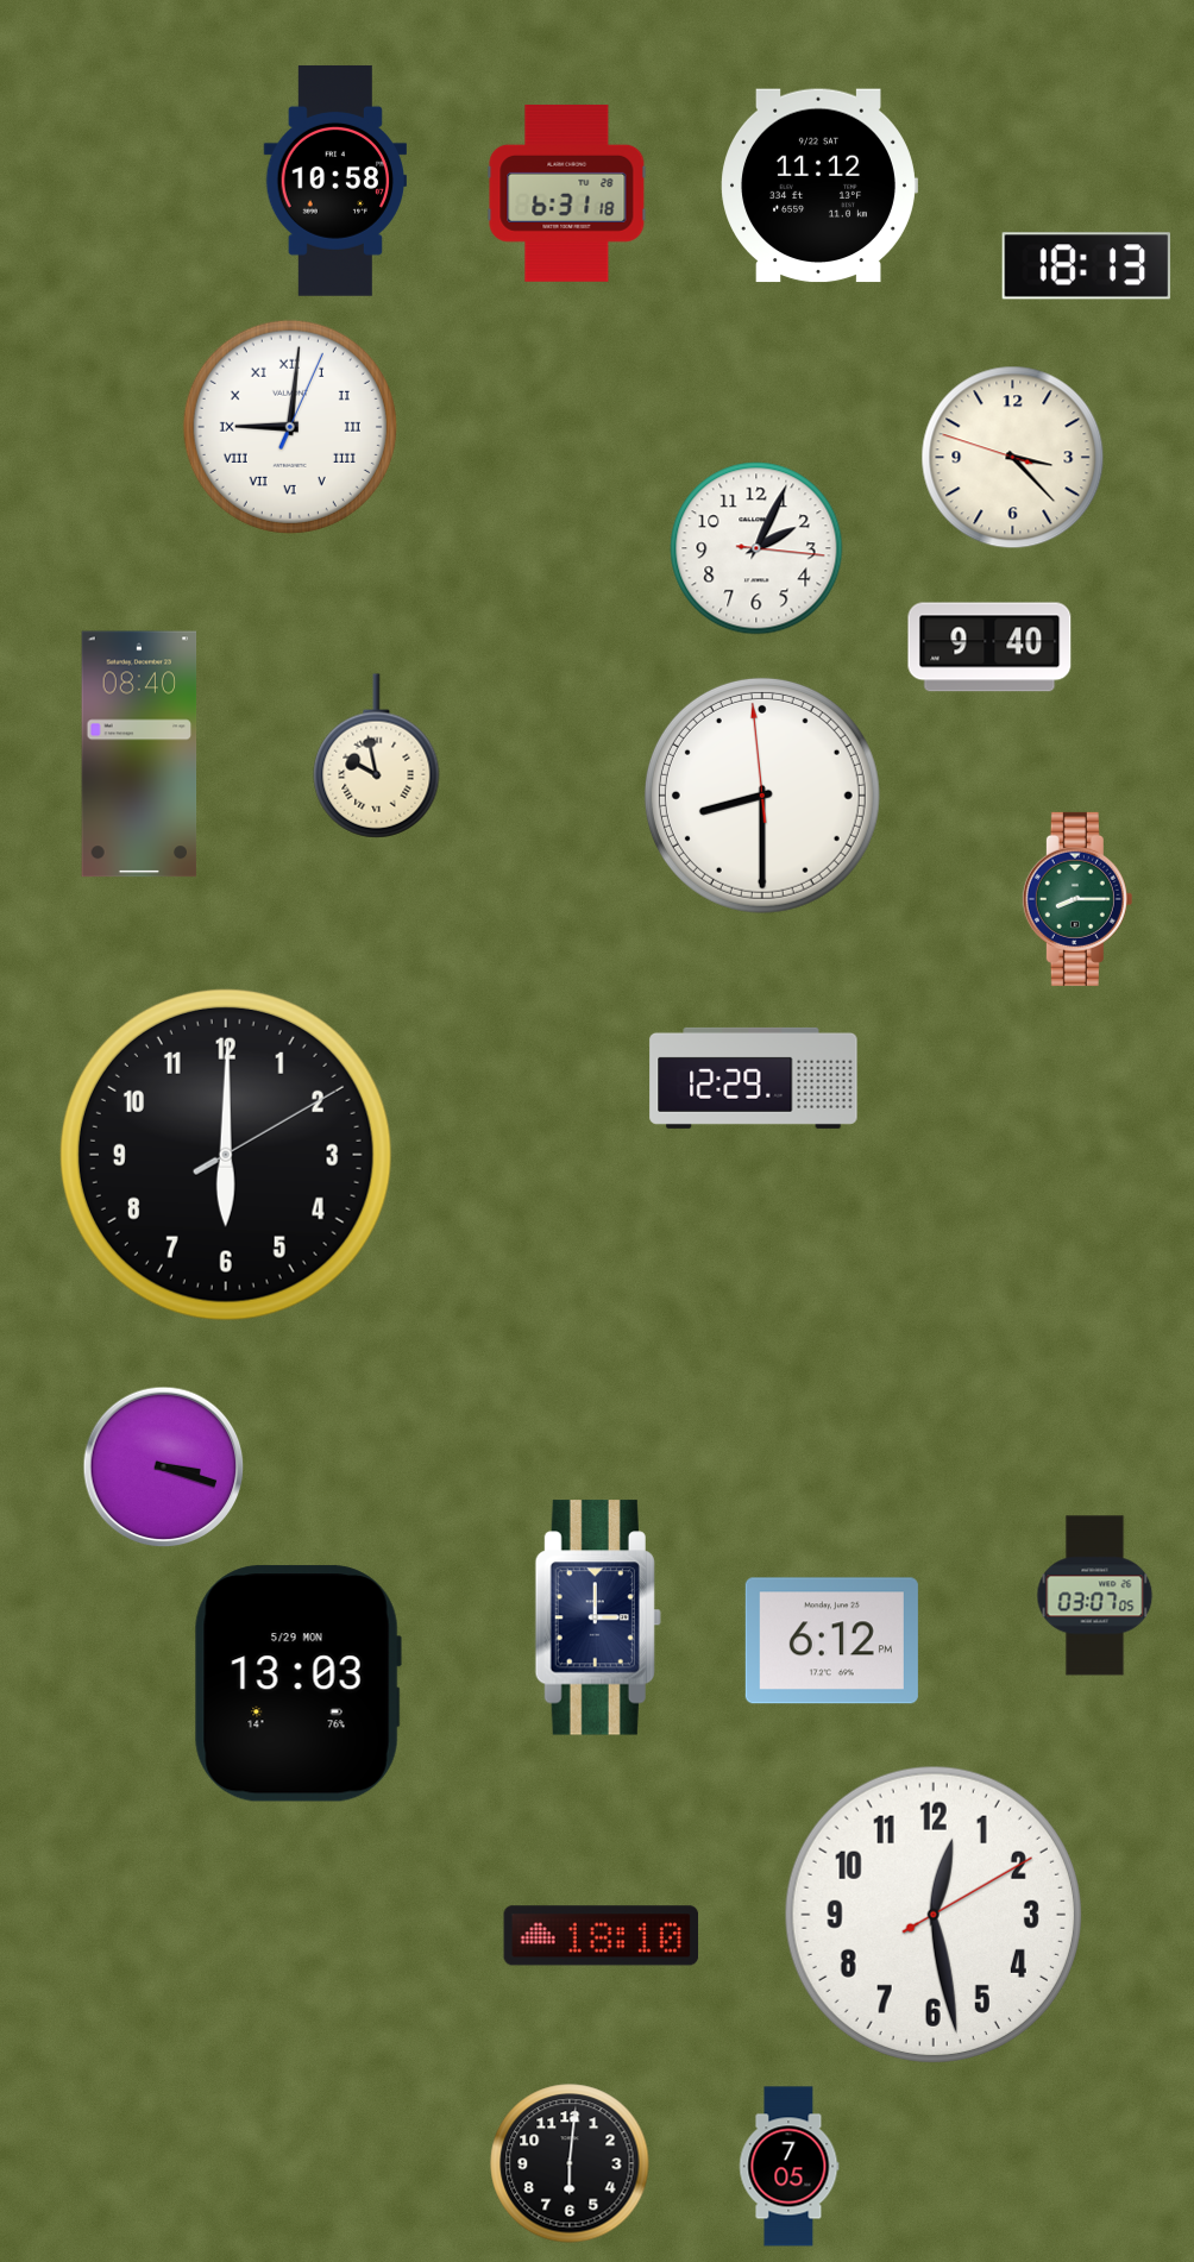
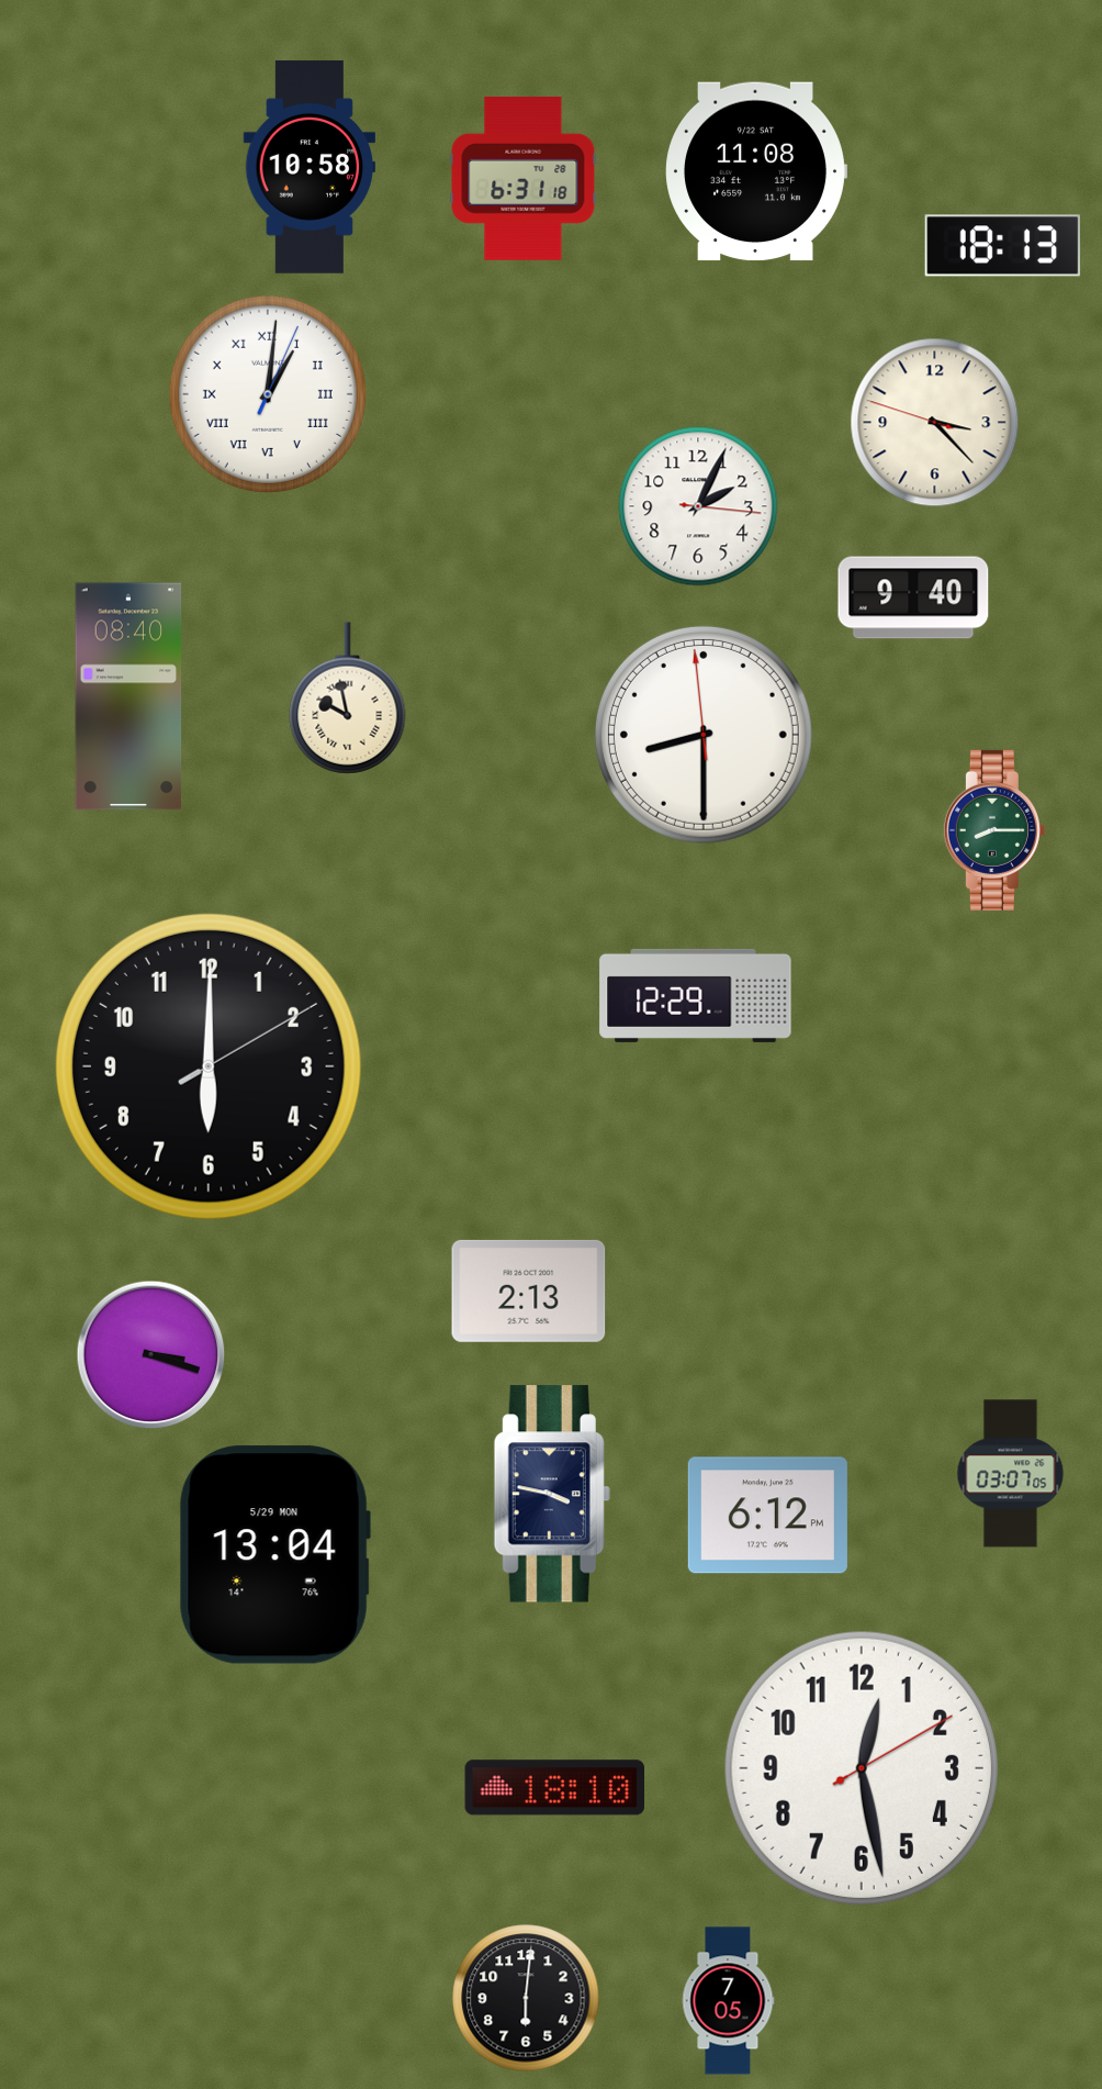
clock at (819, 186): 11:12 -> 11:08
clock at (290, 427): 9:01 -> 1:01
clock at (529, 1291): none -> 2:13
clock at (598, 1617): 3:00 -> 3:47
clock at (297, 1684): 13:03 -> 13:04
